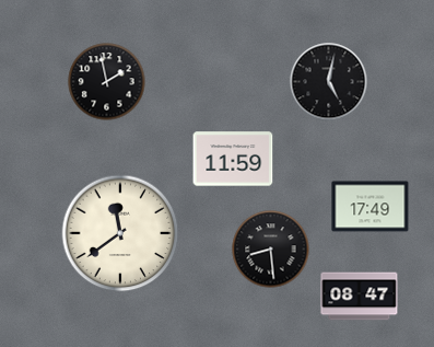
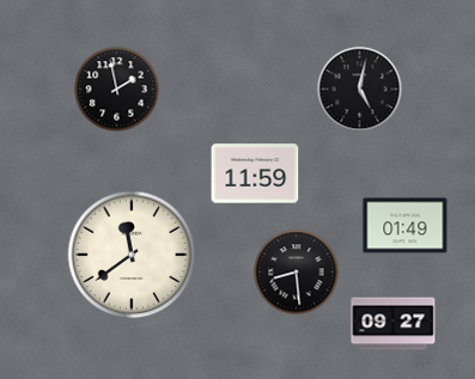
clock at (371, 207): 17:49 -> 01:49
clock at (360, 297): 08:47 -> 09:27
